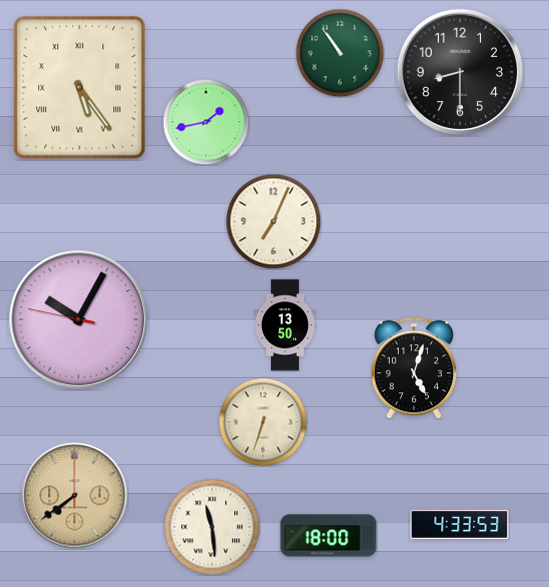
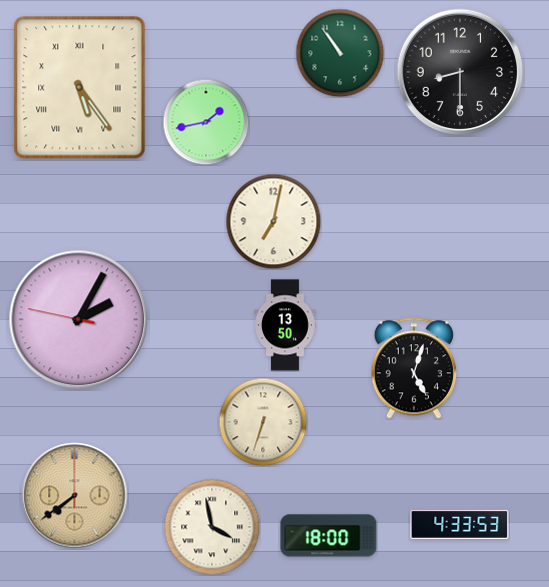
clock at (273, 221): 7:04 -> 7:02
clock at (79, 320): 10:04 -> 2:04
clock at (212, 527): 11:29 -> 3:58
